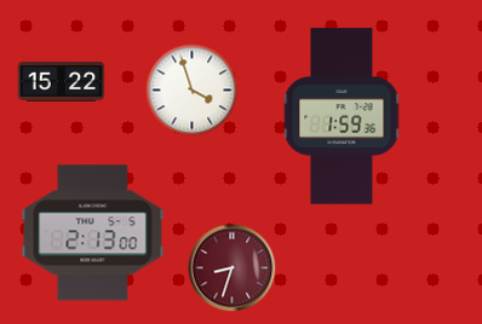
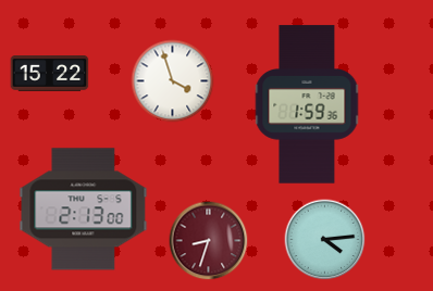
clock at (62, 82) position: (62, 82) -> (50, 74)
clock at (325, 240): none -> 4:14
